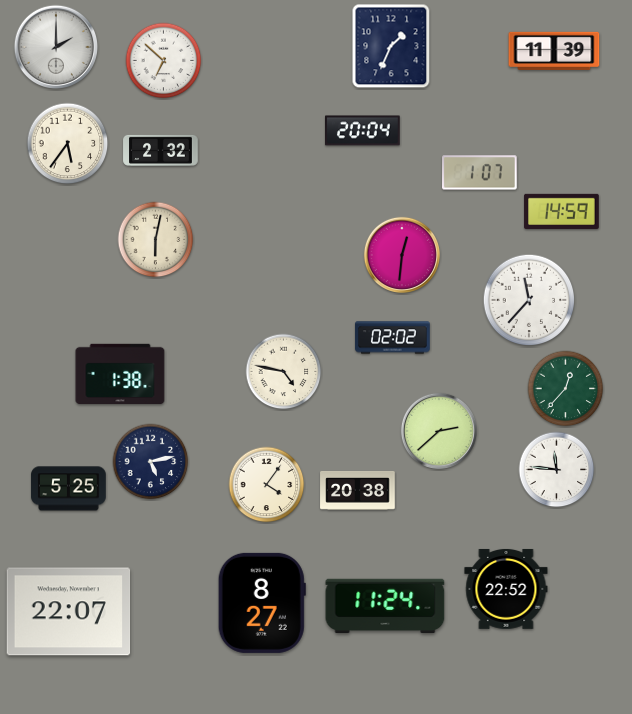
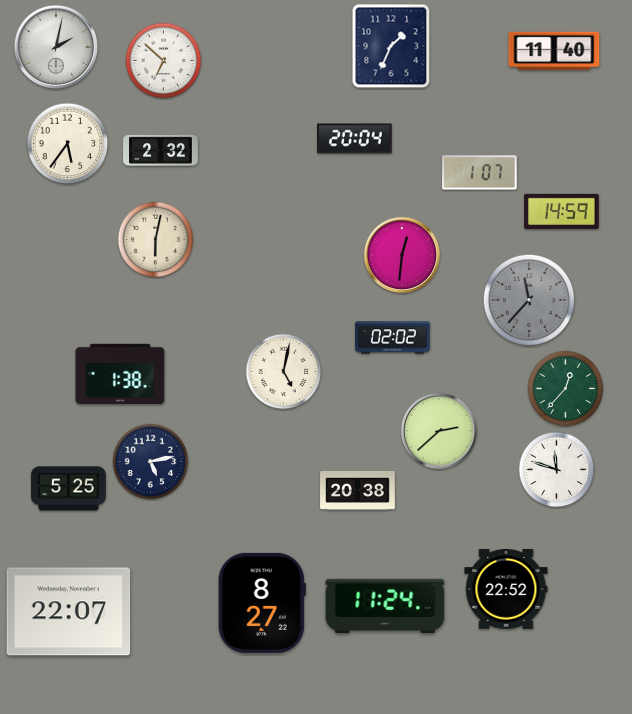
clock at (55, 46): 2:00 -> 2:02
clock at (554, 51): 11:39 -> 11:40
clock at (363, 131) position: (363, 131) -> (355, 139)
clock at (529, 300) dial: white -> grey
clock at (284, 372): 4:47 -> 5:02
clock at (557, 470): 11:46 -> 11:48
clock at (267, 485): 4:06 -> none
